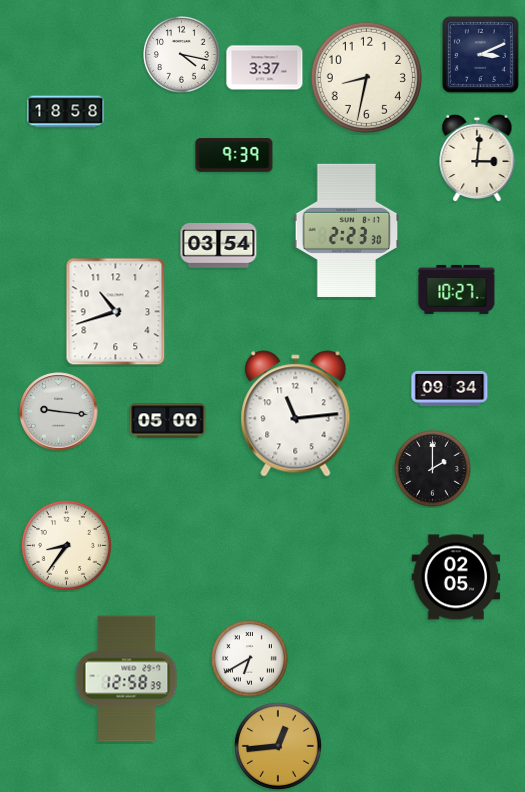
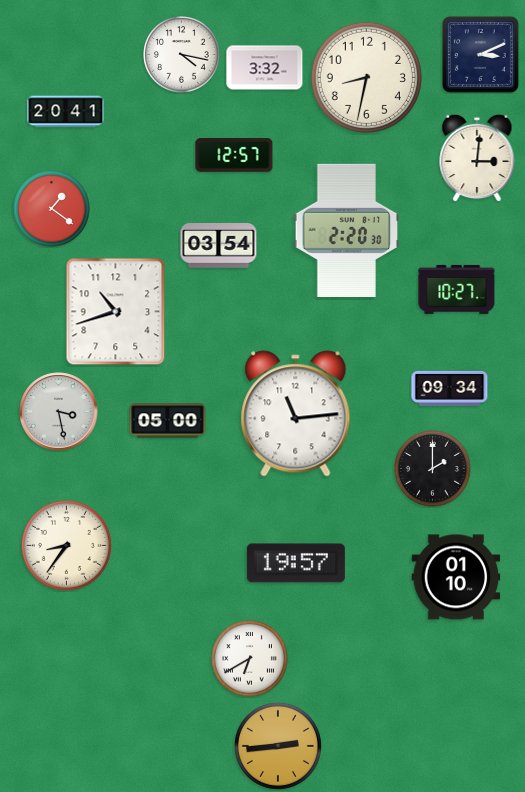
clock at (265, 68): 3:37 -> 3:32
clock at (66, 112): 18:58 -> 20:41
clock at (234, 155): 9:39 -> 12:57
clock at (52, 209): none -> 1:21
clock at (347, 230): 2:23 -> 2:20
clock at (59, 412): 9:16 -> 3:28
clock at (296, 563): none -> 19:57
clock at (456, 577): 02:05 -> 01:10
clock at (127, 679): 12:58 -> none
clock at (278, 746): 12:44 -> 2:44
